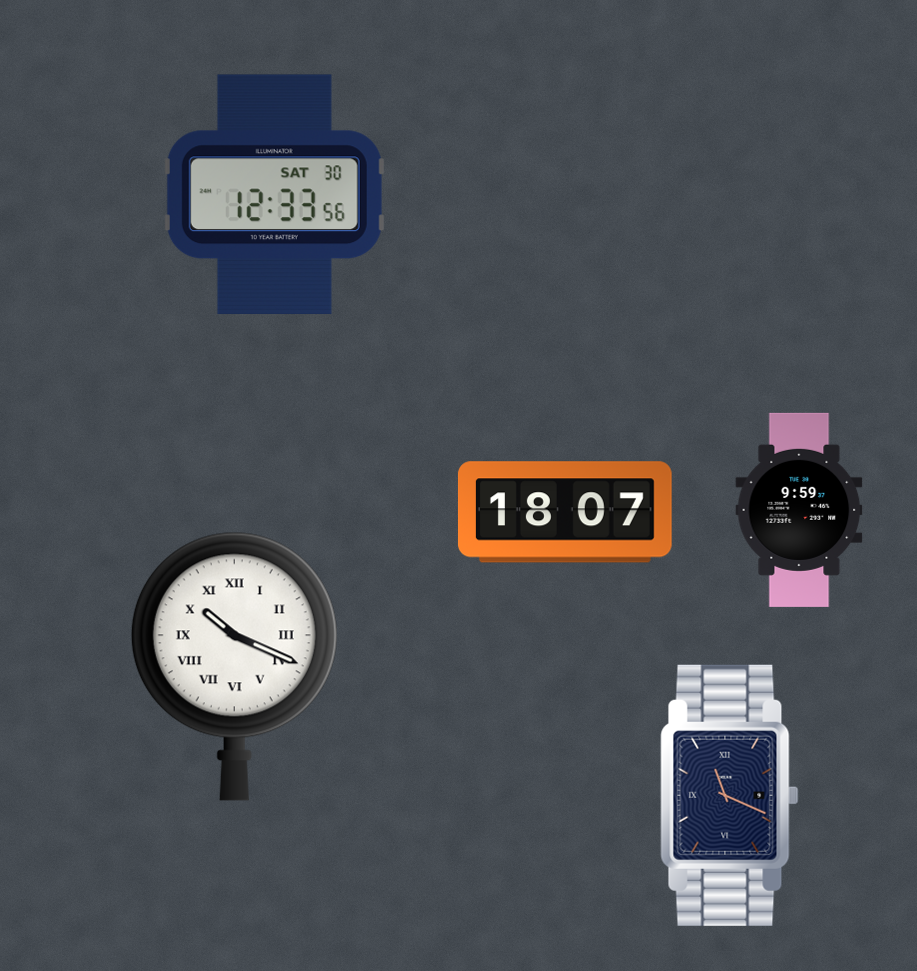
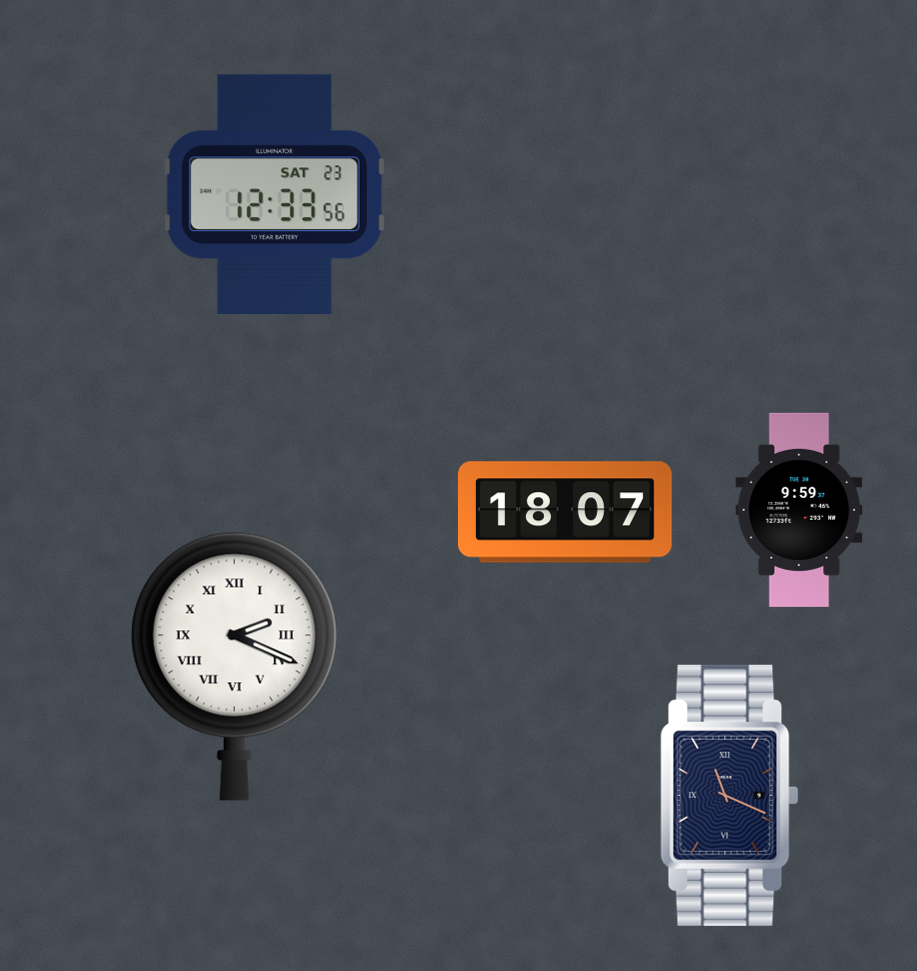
clock at (274, 195) date: SAT 30 -> SAT 23
clock at (234, 666): 10:19 -> 2:19
